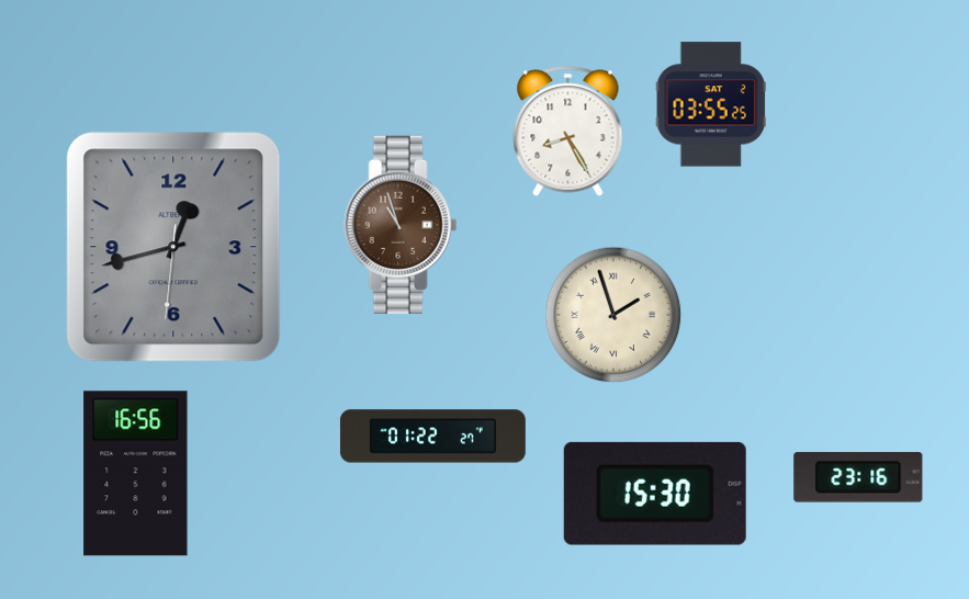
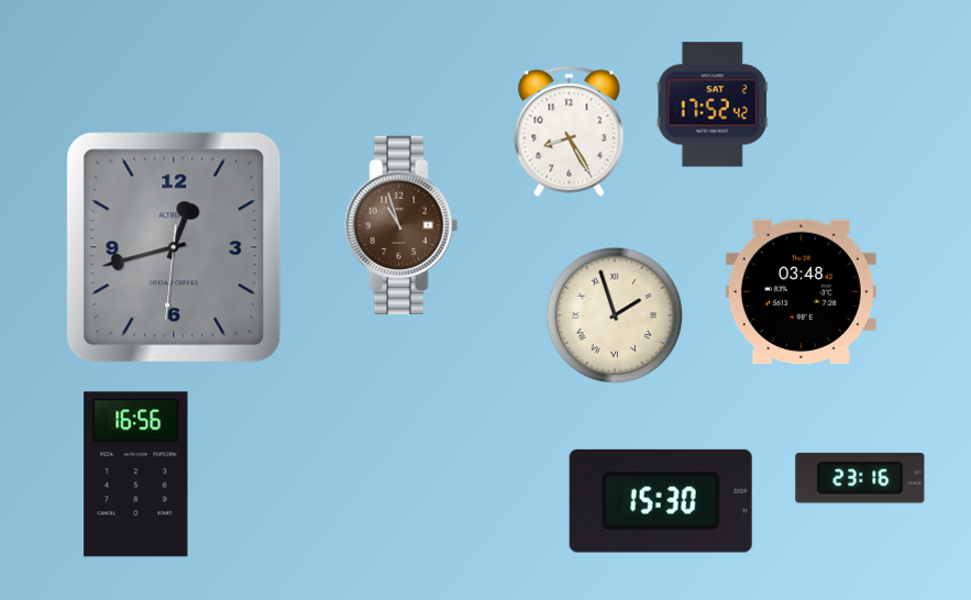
clock at (711, 104): 03:55 -> 17:52
clock at (801, 292): none -> 03:48
clock at (432, 437): 01:22 -> none
clock at (655, 494) position: (655, 494) -> (661, 501)
